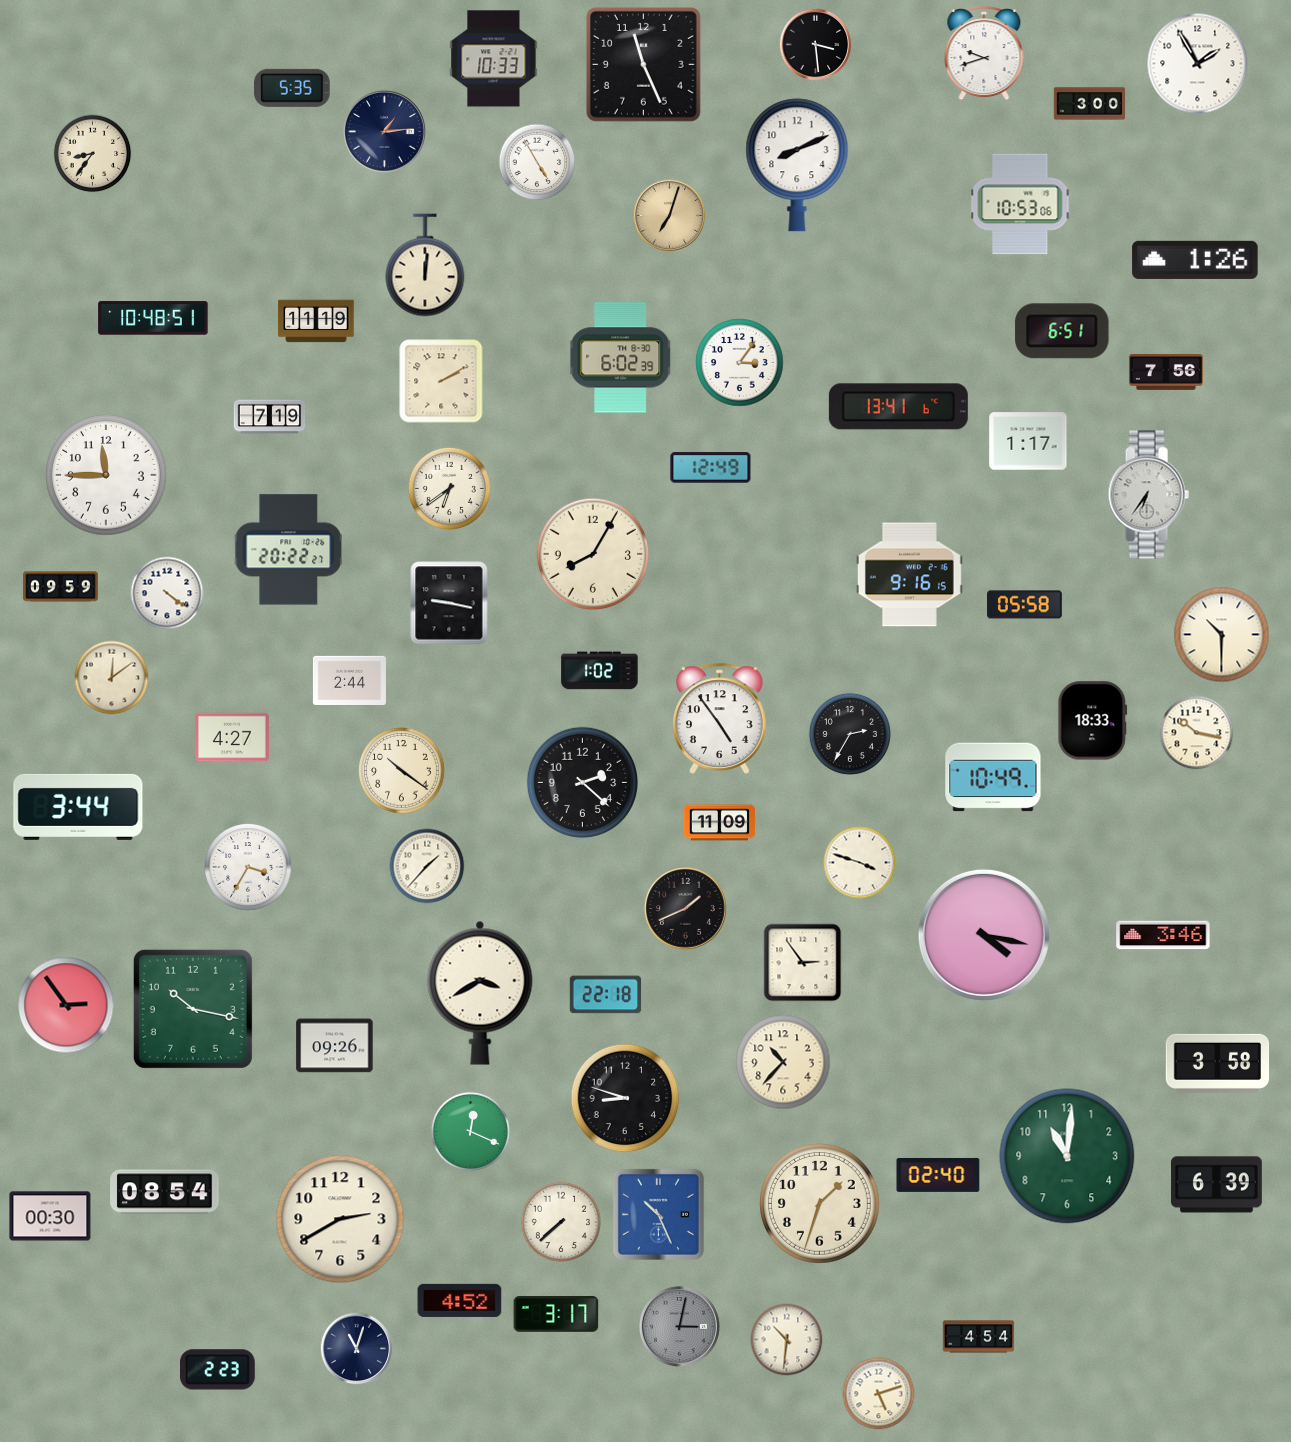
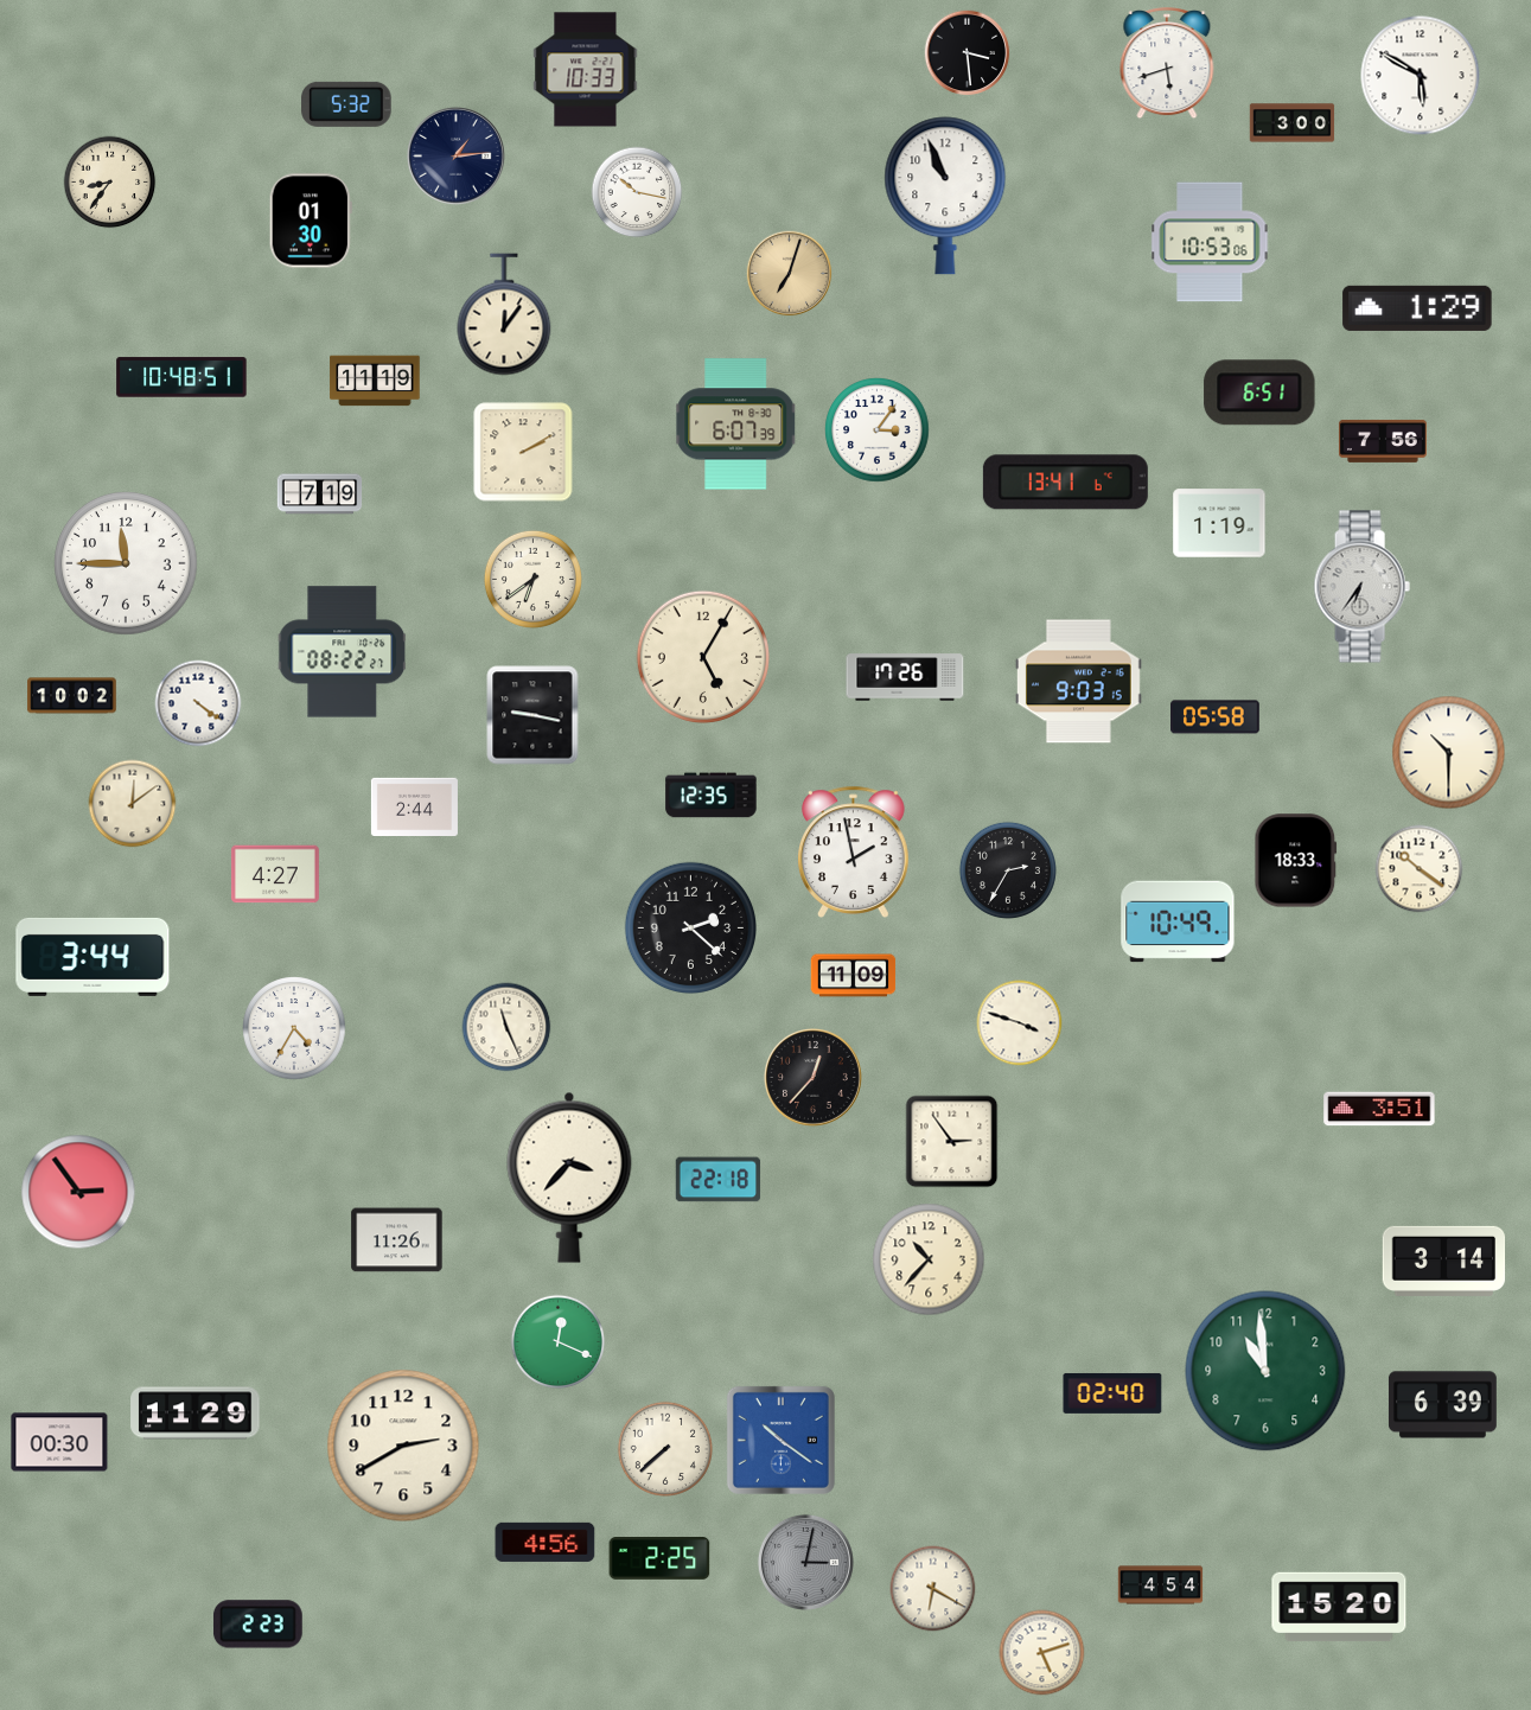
clock at (984, 54): 9:42 -> 5:42
clock at (643, 64): 11:26 -> none
clock at (1198, 64): 1:55 -> 5:50
clock at (292, 88): 5:35 -> 5:32
clock at (537, 162): 4:55 -> 10:17
clock at (797, 165): 8:11 -> 10:56
clock at (311, 221): none -> 01:30
clock at (670, 216) position: (670, 216) -> (790, 274)
clock at (1195, 260): 1:26 -> 1:29
clock at (425, 265): 12:01 -> 12:06
clock at (621, 358): 6:02 -> 6:07
clock at (1028, 441): 1:17 -> 1:19
clock at (711, 468): 12:49 -> none
clock at (289, 550): 20:22 -> 08:22
clock at (592, 553): 8:05 -> 5:05
clock at (905, 677): none -> 17:26
clock at (909, 575): 9:16 -> 9:03
clock at (61, 587): 09:59 -> 10:02
clock at (600, 671): 1:02 -> 12:35
clock at (720, 718): 4:54 -> 1:58
clock at (1093, 721) position: (1093, 721) -> (1296, 861)
clock at (1197, 733): 10:17 -> 10:21
clock at (402, 771): 10:21 -> none
clock at (427, 866): 1:37 -> 11:26
clock at (248, 867): 3:35 -> 4:35
clock at (685, 908): 1:41 -> 12:37
clock at (984, 935): 4:17 -> none
clock at (1163, 935): 3:46 -> 3:51
clock at (480, 993): 3:40 -> 3:37
clock at (193, 1009): 10:17 -> none
clock at (335, 1046): 09:26 -> 11:26
clock at (1218, 1063): 3:58 -> 3:14
clock at (625, 1098): 8:48 -> none
clock at (1067, 1156): 11:01 -> 10:59
clock at (165, 1192): 08:54 -> 11:29
clock at (820, 1204): 1:33 -> none
clock at (658, 1214): 10:26 -> 10:21
clock at (460, 1300): 4:52 -> 4:56
clock at (556, 1315): 3:17 -> 2:25
clock at (679, 1326) position: (679, 1326) -> (805, 1562)
clock at (787, 1340): 10:31 -> 6:20
clock at (357, 1349): 11:03 -> none
clock at (1339, 1607): none -> 15:20
